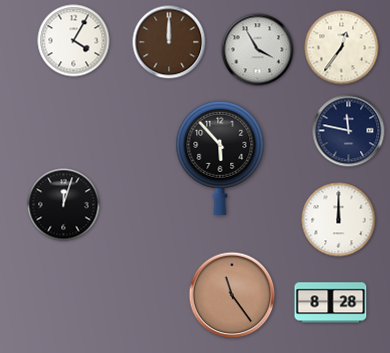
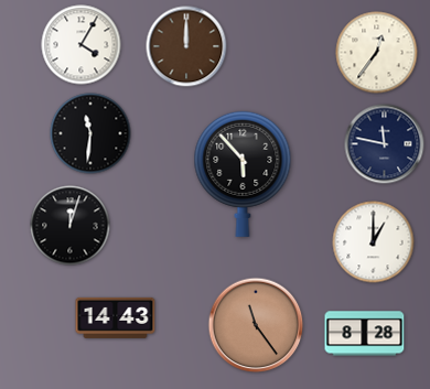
clock at (258, 50): 3:55 -> none
clock at (90, 133): none -> 11:31
clock at (339, 220): 12:00 -> 1:00
clock at (116, 317): none -> 14:43
